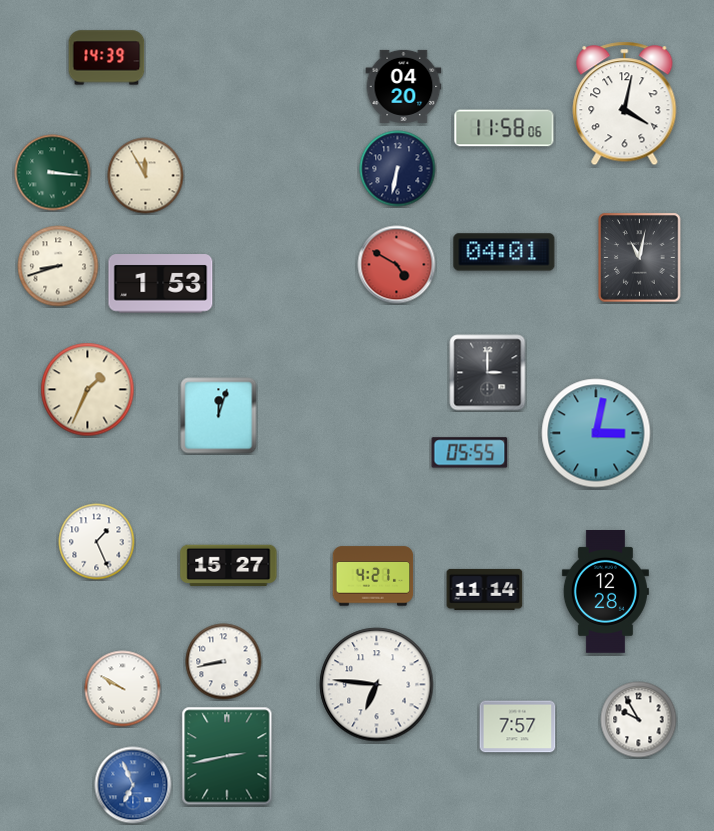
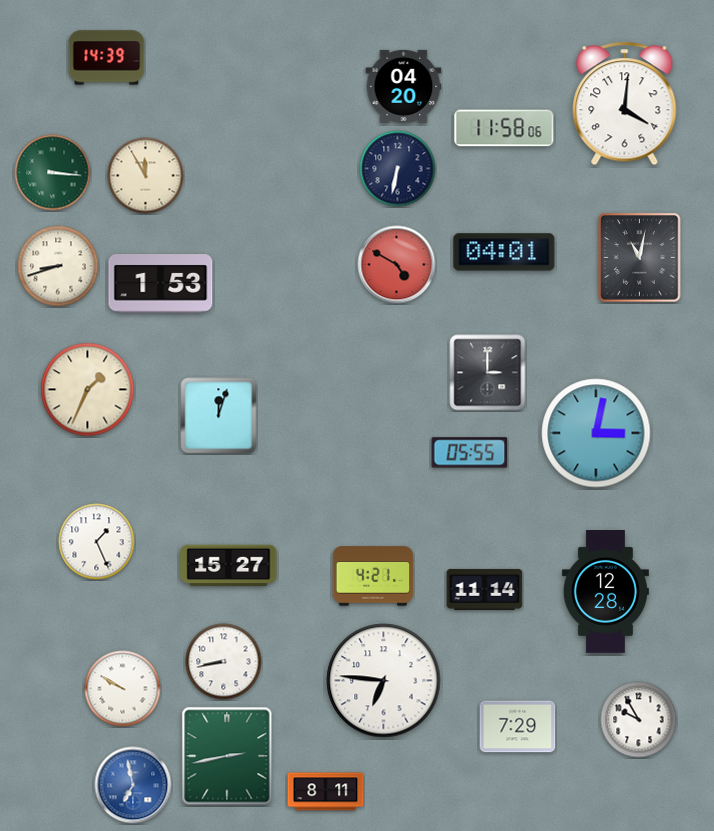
clock at (625, 104): 4:02 -> 4:01
clock at (377, 685) position: (377, 685) -> (384, 681)
clock at (518, 727): 7:57 -> 7:29
clock at (133, 785): 6:56 -> 6:58
clock at (326, 792): none -> 8:11
